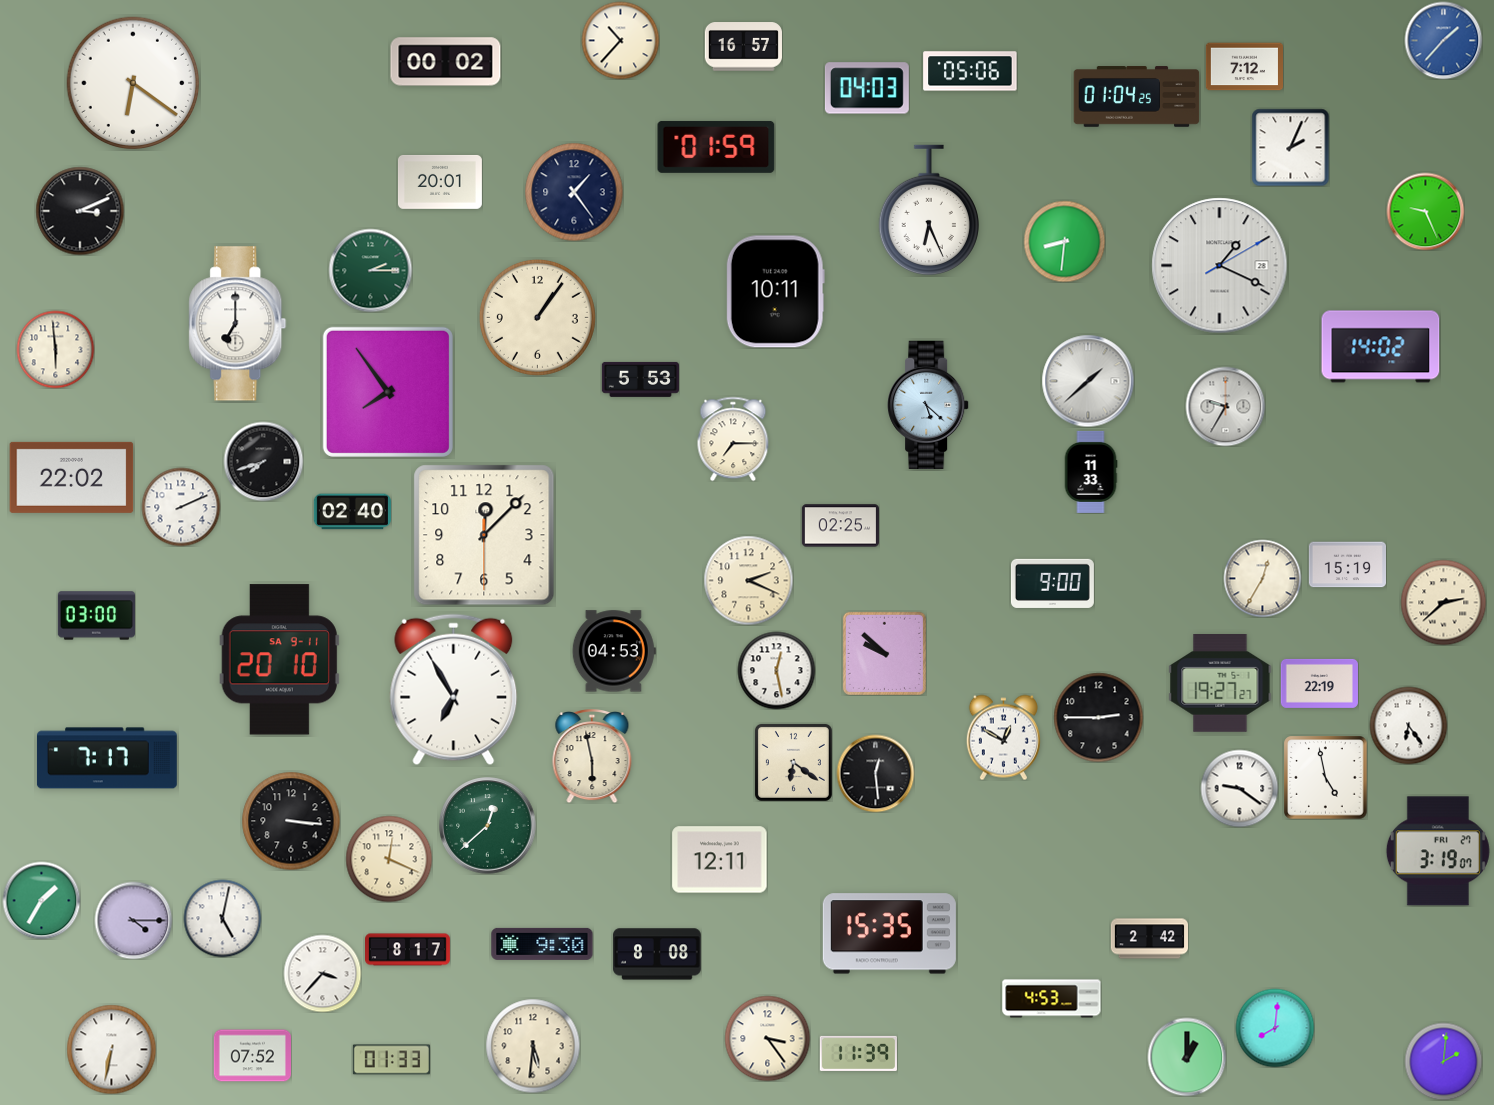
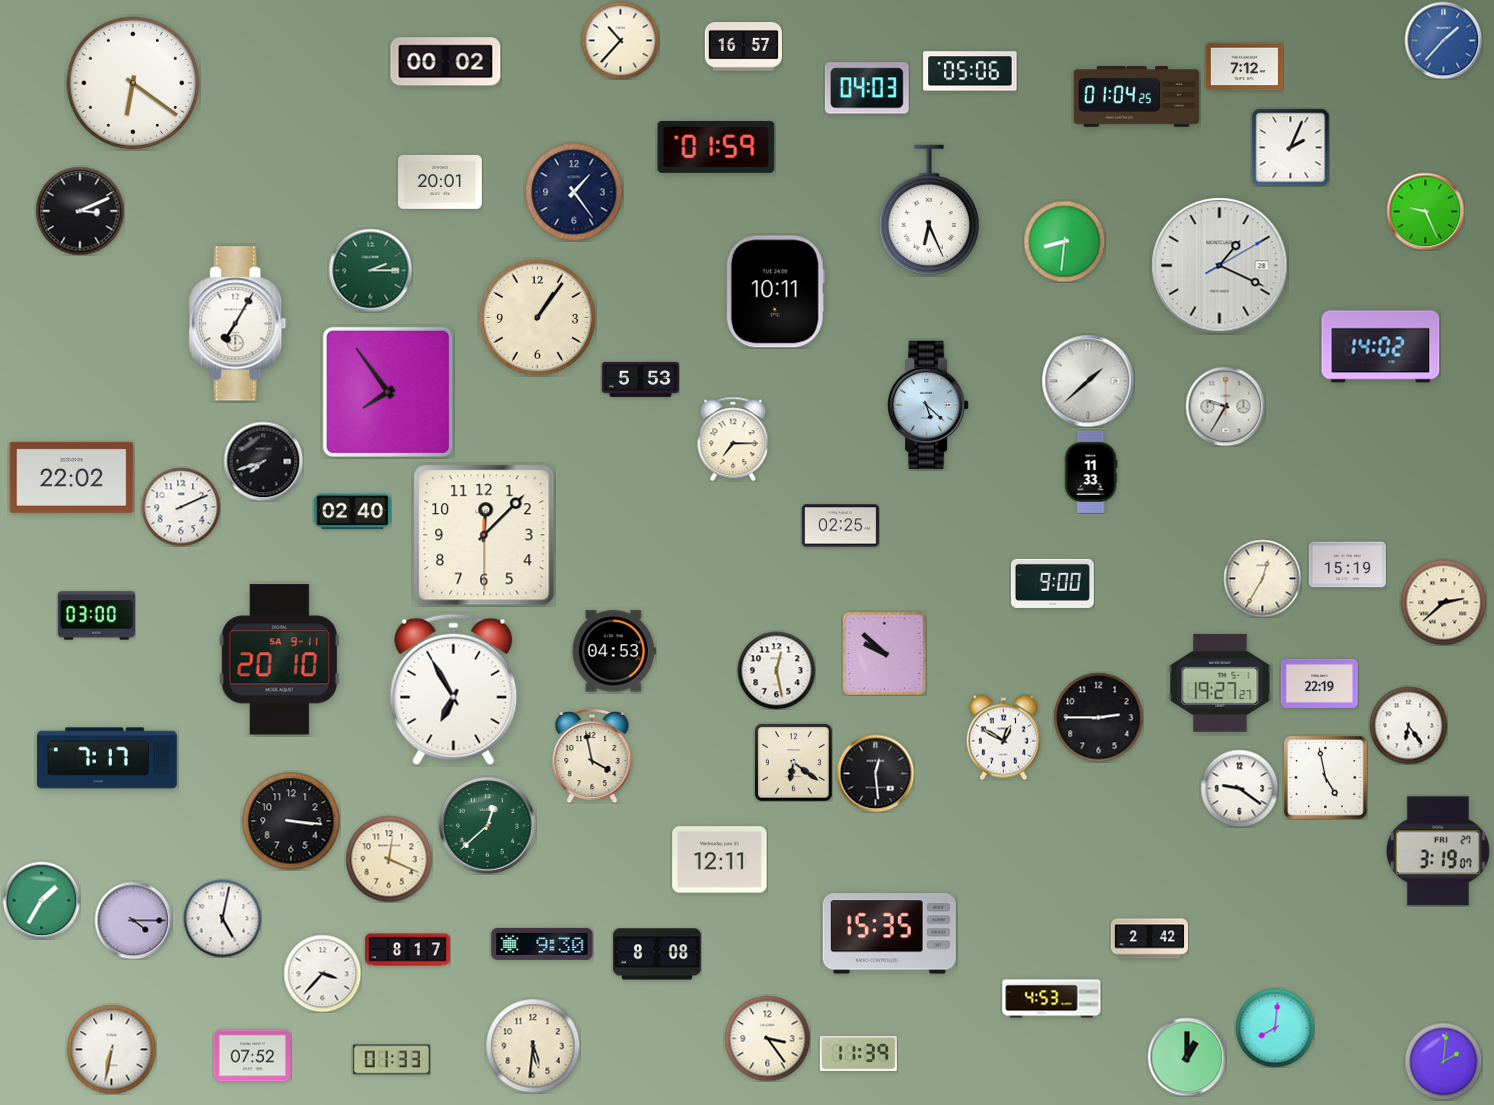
clock at (238, 324): 7:00 -> 7:05
clock at (55, 349): 5:59 -> none
clock at (748, 580): 2:19 -> none
clock at (592, 757): 5:58 -> 3:58
